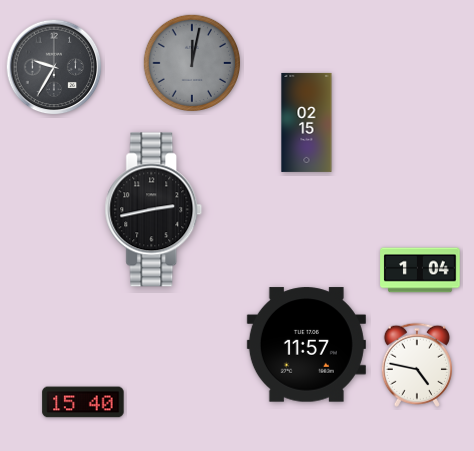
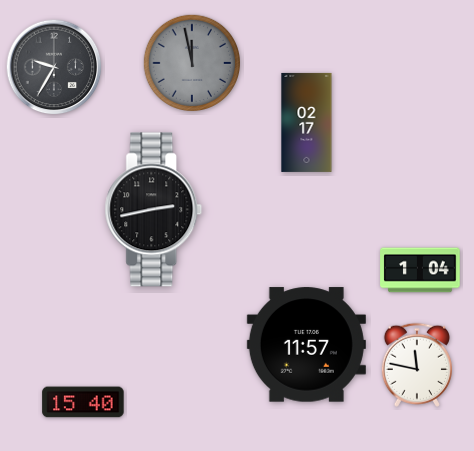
clock at (191, 62): 12:02 -> 11:58
clock at (307, 122): 02:15 -> 02:17
clock at (417, 365): 4:47 -> 11:47
